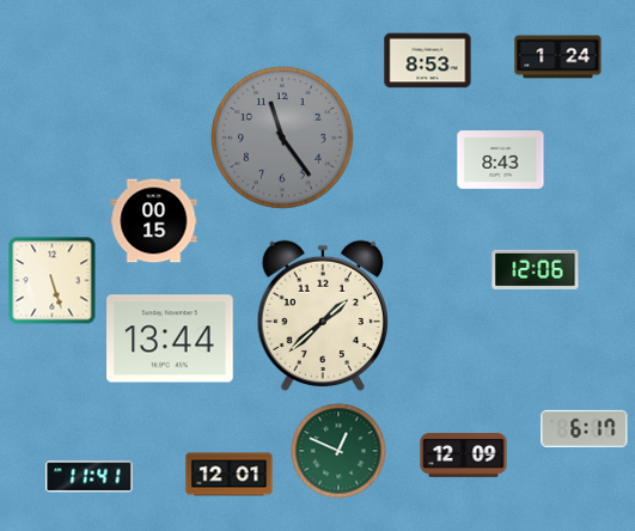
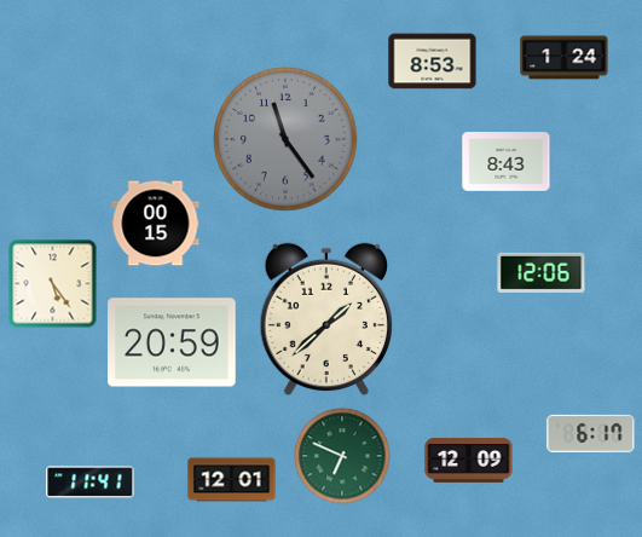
clock at (53, 281): 5:27 -> 5:24
clock at (170, 338): 13:44 -> 20:59
clock at (338, 451): 12:49 -> 6:49
